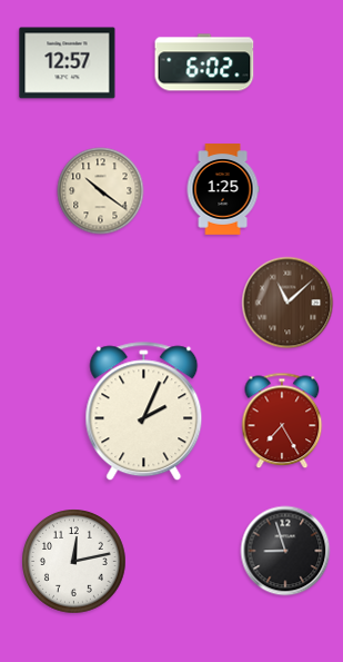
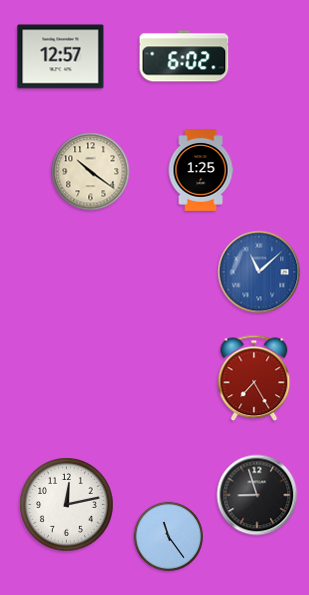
clock at (287, 303) dial: brown -> blue
clock at (144, 412): 2:04 -> none
clock at (168, 536): none -> 11:24
